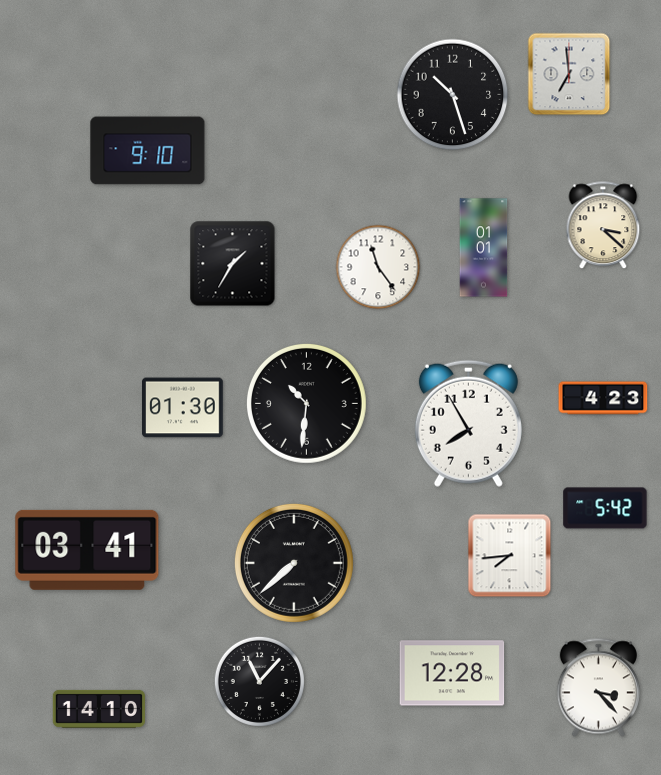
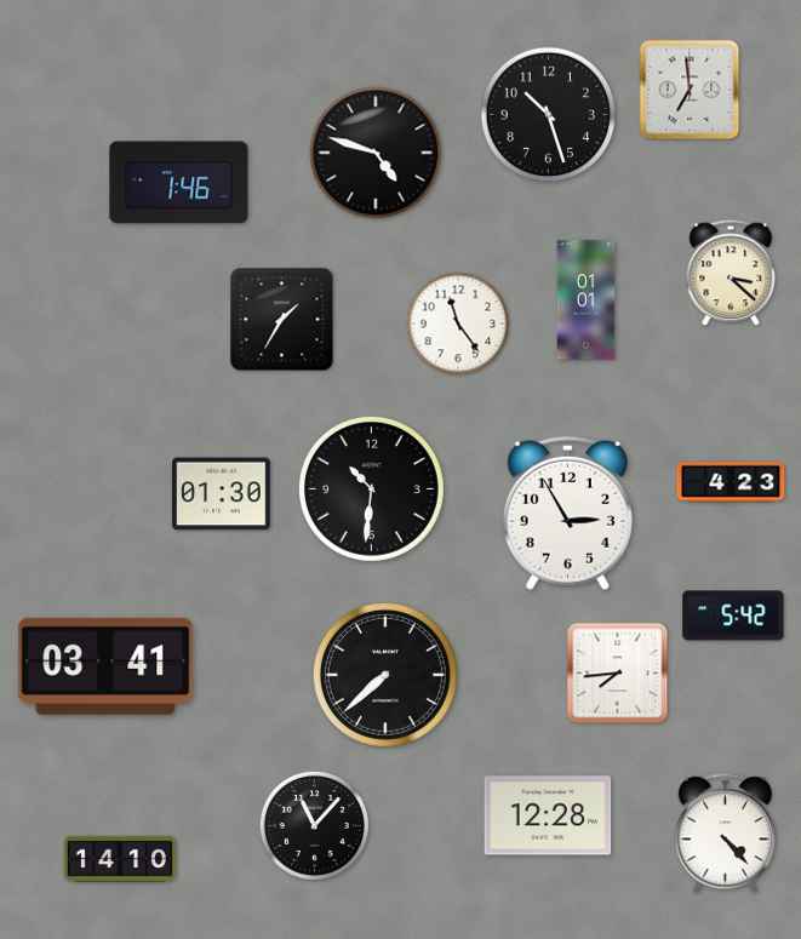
clock at (376, 153): none -> 4:48
clock at (148, 151): 9:10 -> 1:46
clock at (468, 423): 7:55 -> 2:55
clock at (294, 563) position: (294, 563) -> (385, 675)
clock at (598, 688): 3:23 -> 4:23
